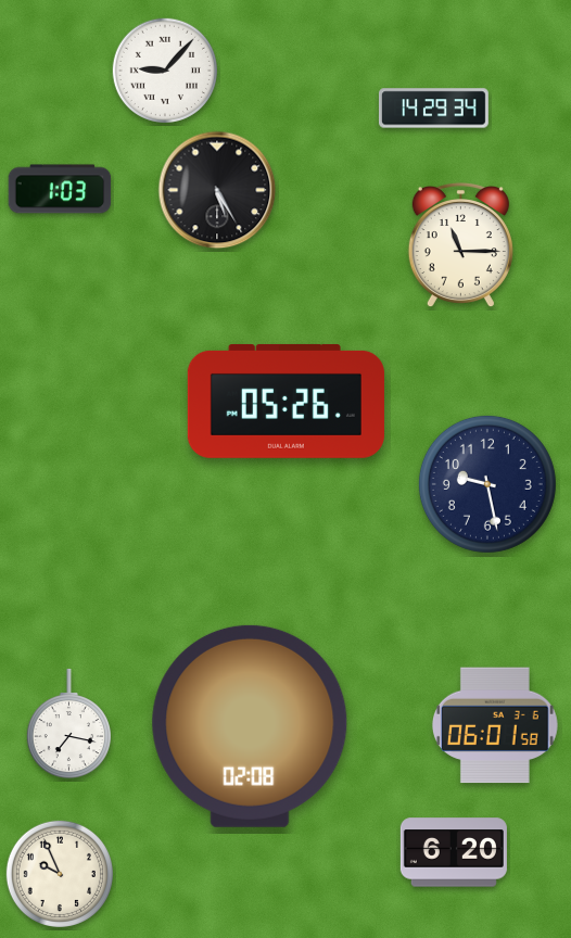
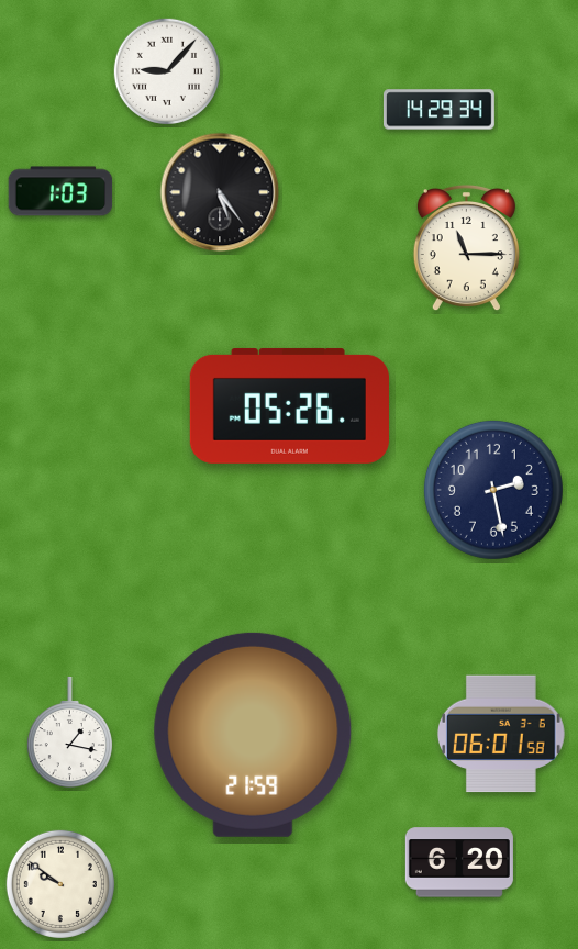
clock at (217, 190): 5:25 -> 5:24
clock at (487, 484): 9:28 -> 2:28
clock at (68, 724): 7:17 -> 1:17
clock at (250, 726): 02:08 -> 21:59
clock at (60, 874): 9:56 -> 9:51
